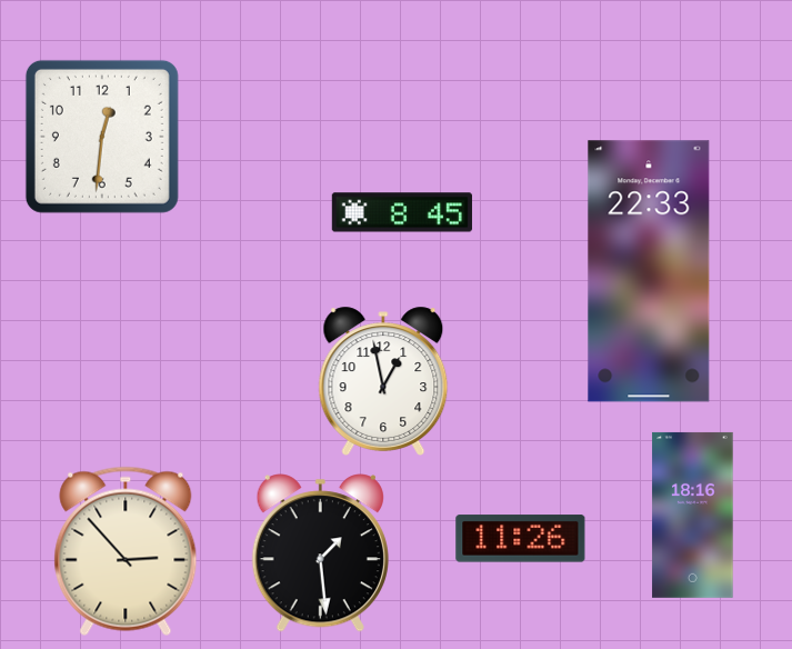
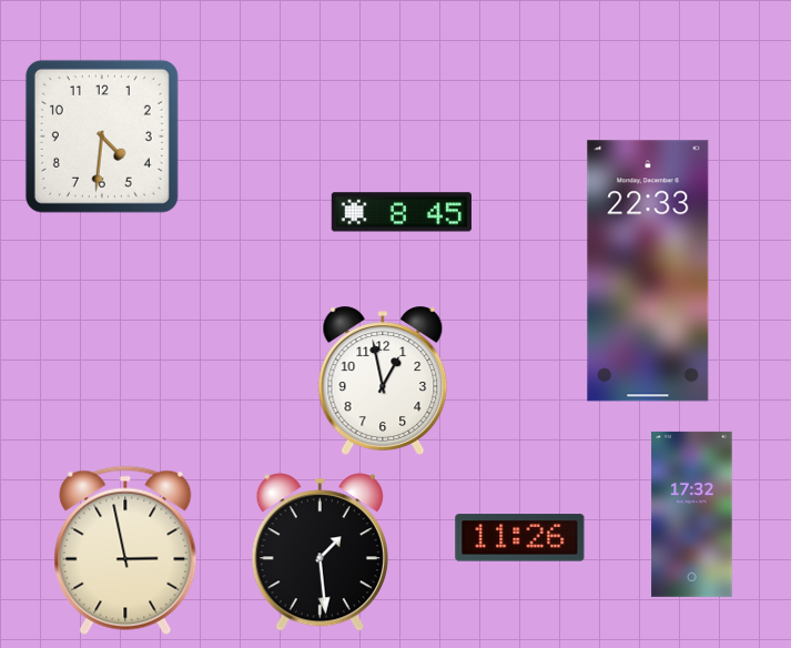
clock at (102, 137): 12:31 -> 4:31
clock at (693, 515): 18:16 -> 17:32
clock at (126, 551): 2:53 -> 2:58
